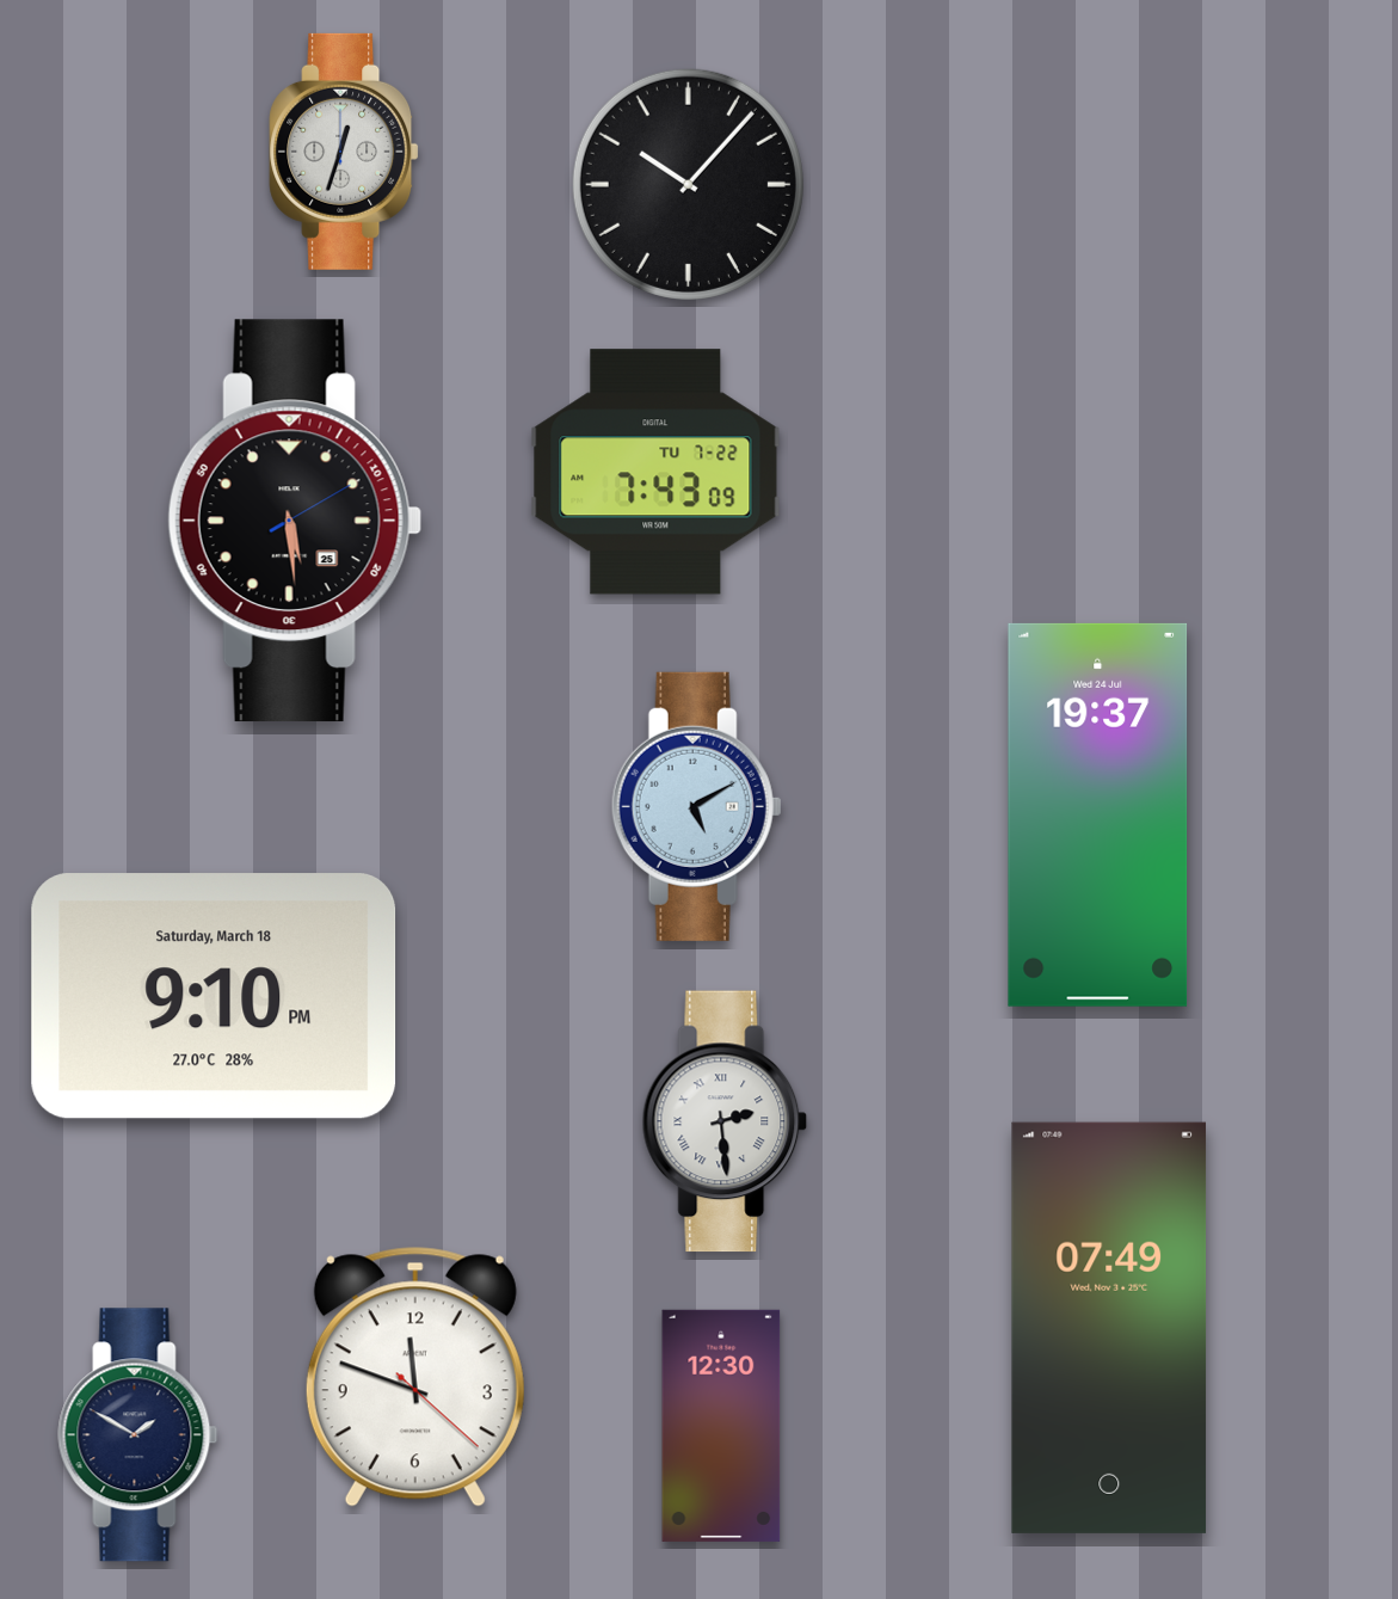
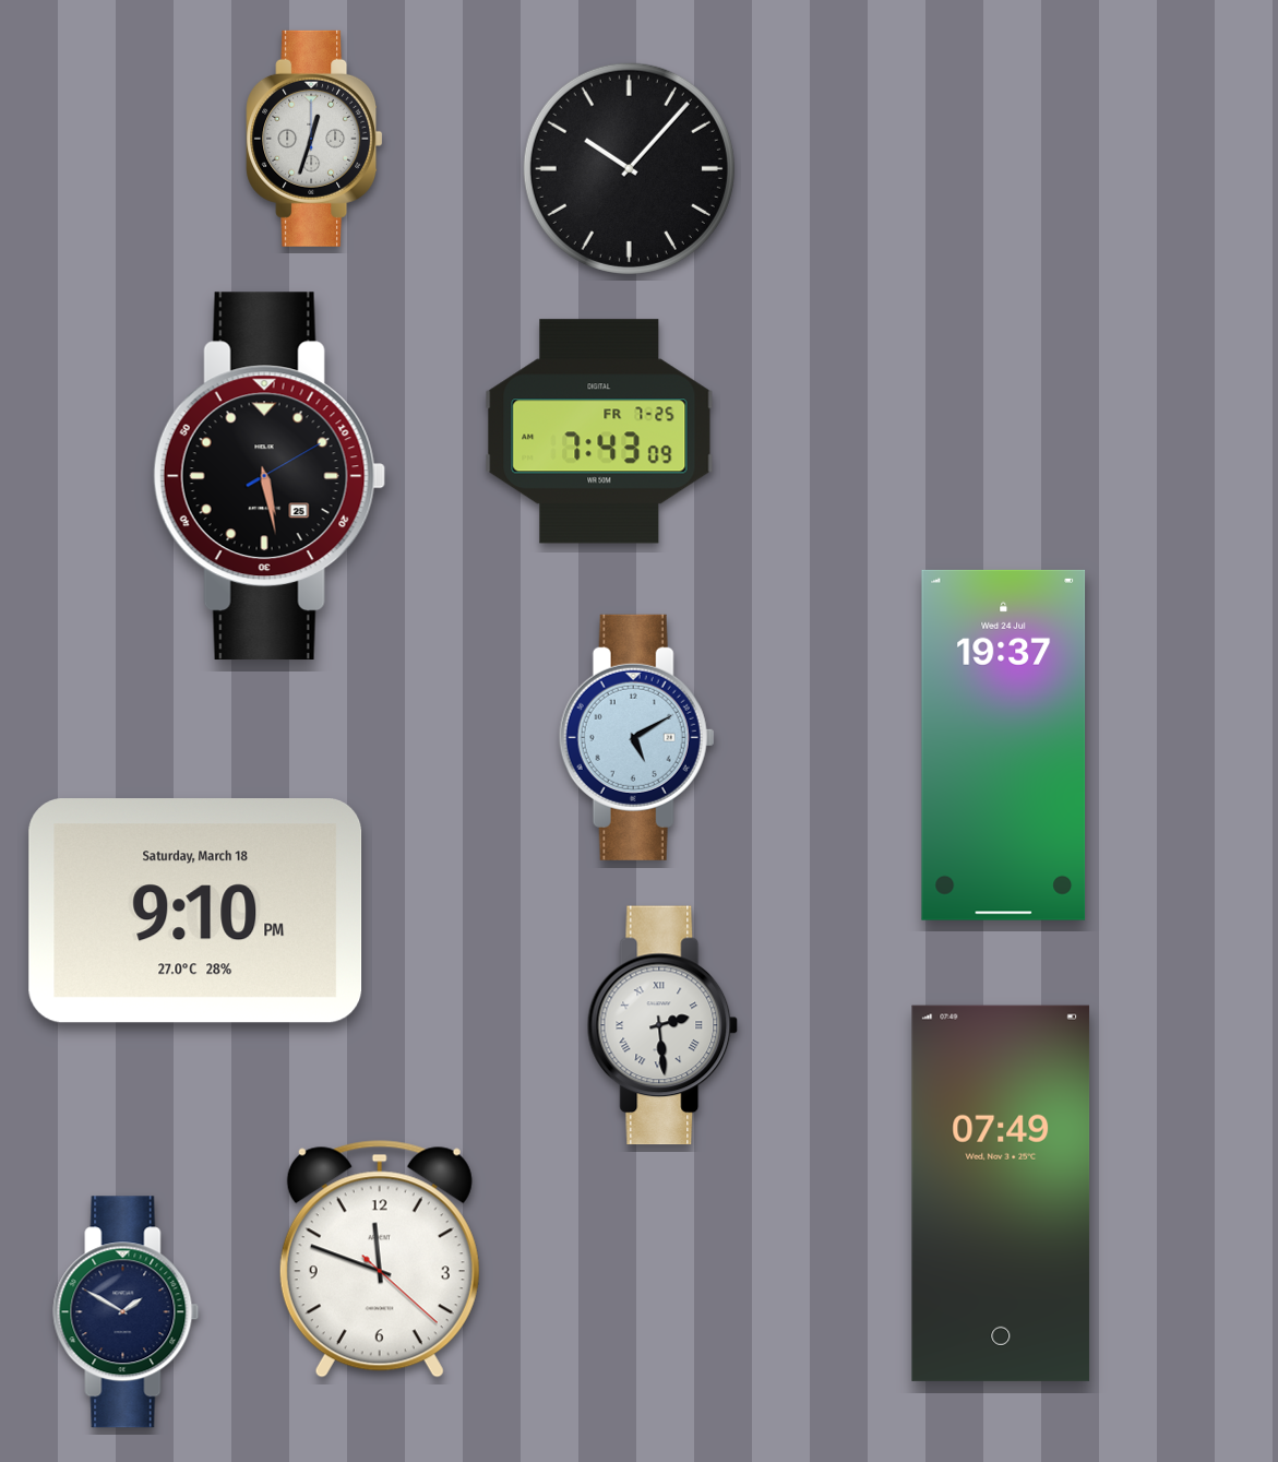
clock at (655, 472) date: TU 7-22 -> FR 7-25
clock at (295, 521): 5:29 -> 5:28
clock at (1109, 1328) position: (1109, 1328) -> (1001, 1193)
clock at (721, 1426): 12:30 -> none
